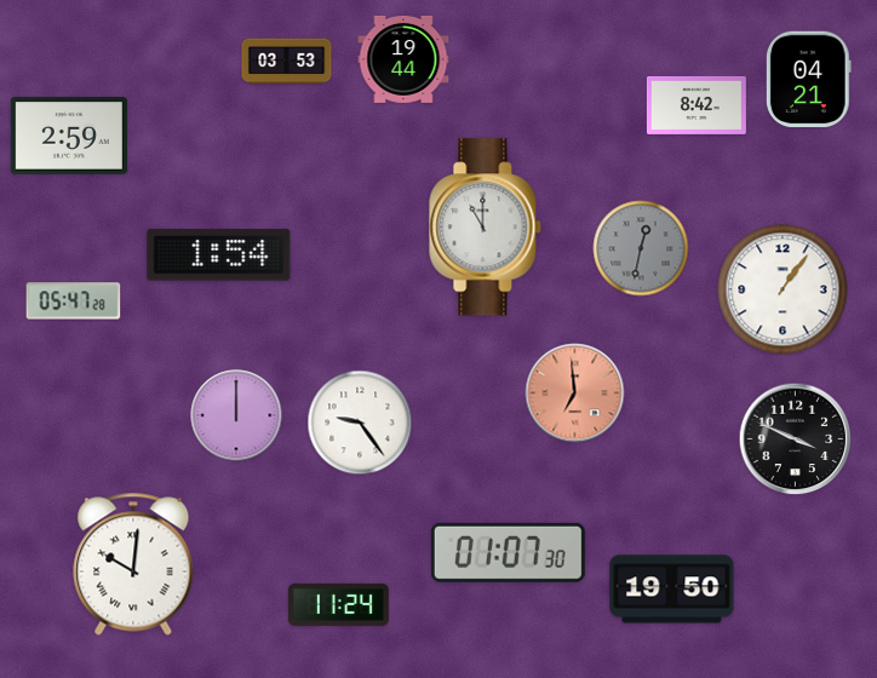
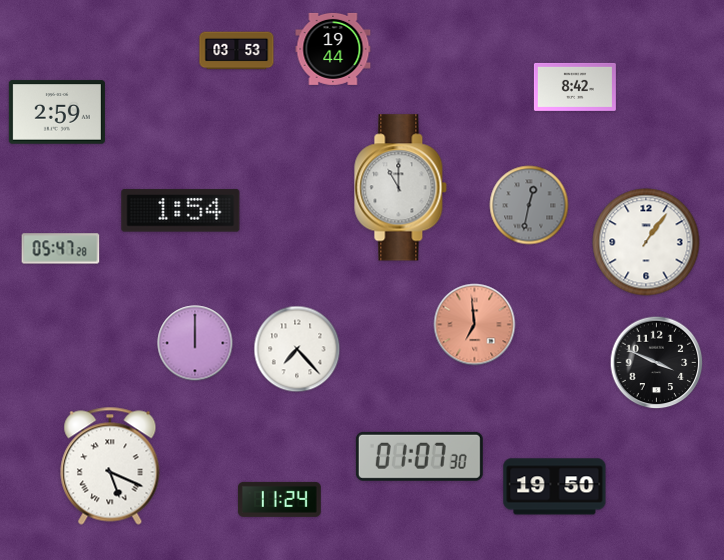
clock at (808, 80): 04:21 -> none
clock at (783, 289) position: (783, 289) -> (646, 242)
clock at (360, 423): 9:24 -> 7:23
clock at (133, 564): 10:01 -> 5:19
